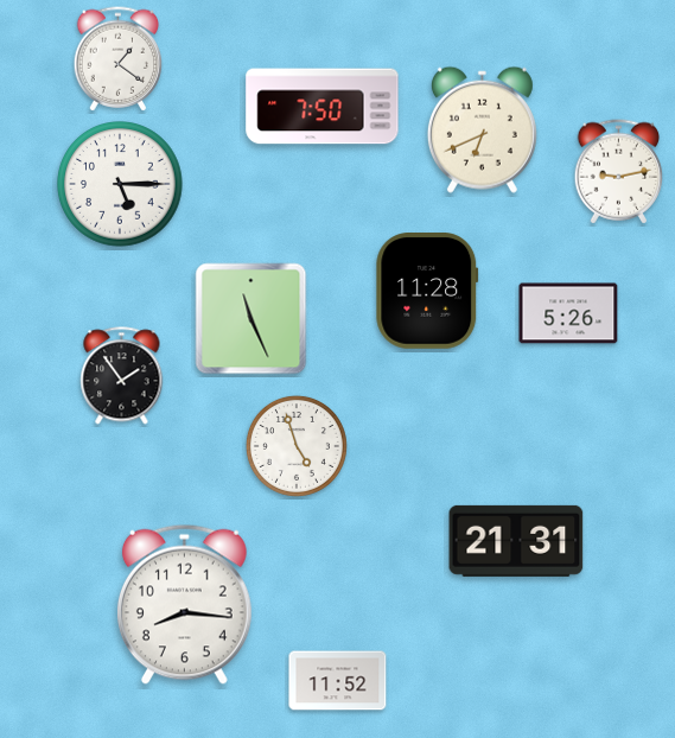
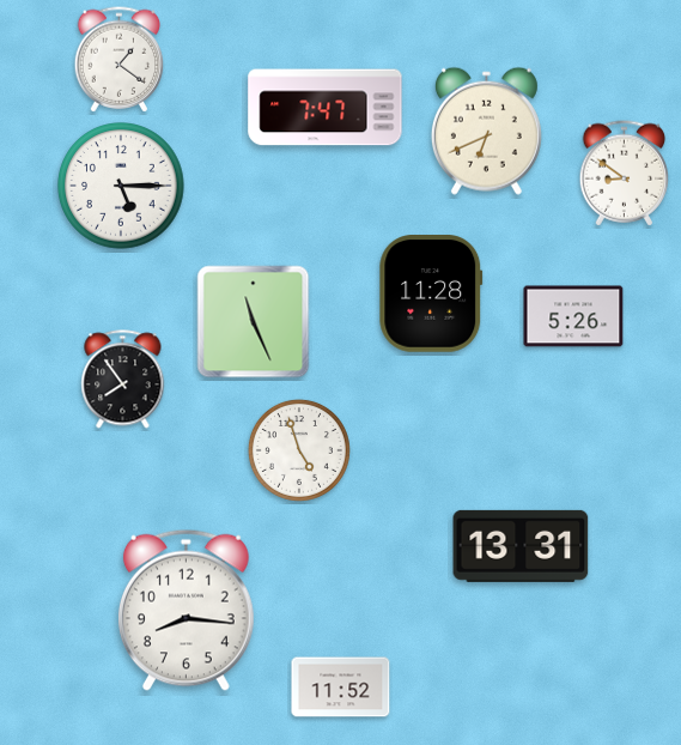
clock at (323, 107): 7:50 -> 7:47
clock at (619, 172): 9:13 -> 8:51
clock at (122, 376): 1:54 -> 7:54
clock at (516, 541): 21:31 -> 13:31
